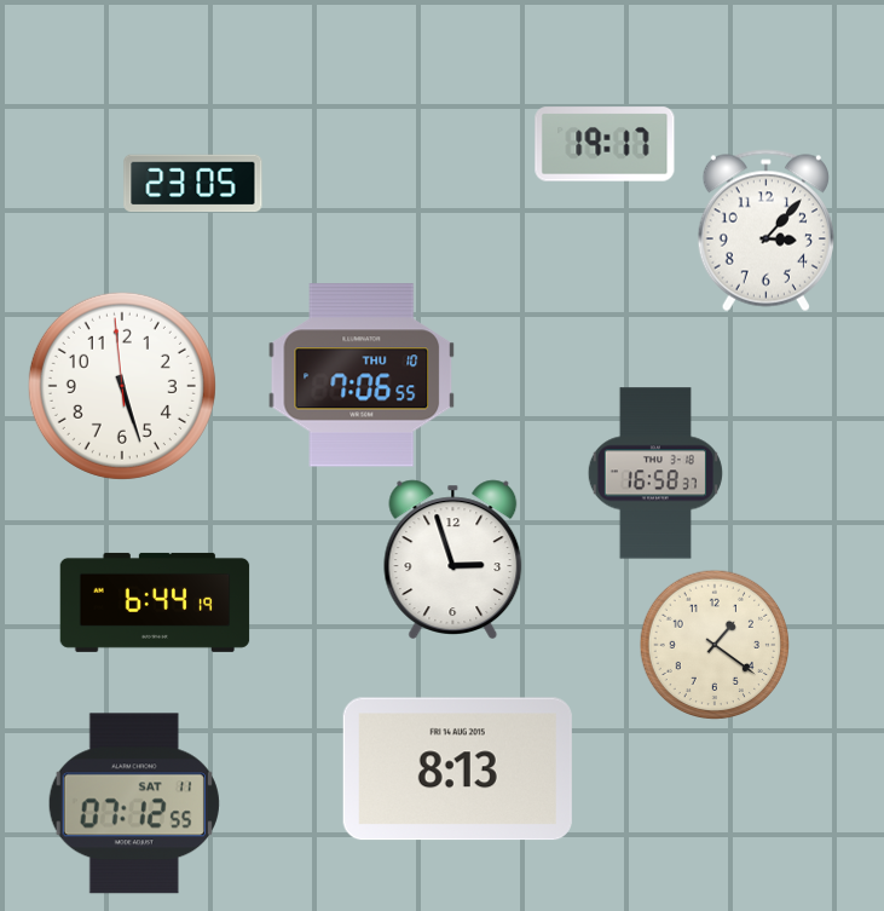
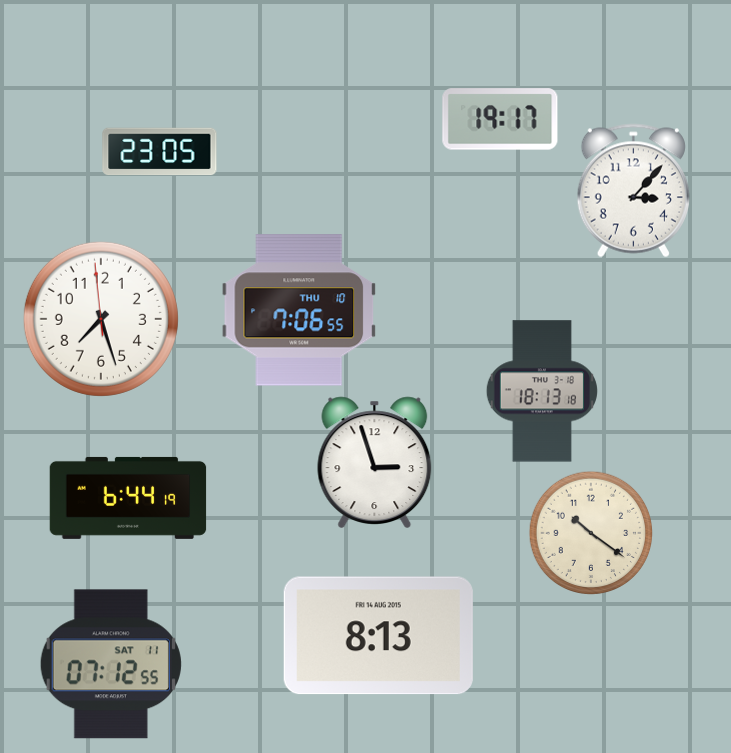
clock at (122, 386): 5:26 -> 7:26
clock at (655, 473): 16:58 -> 18:13
clock at (715, 645): 1:21 -> 10:21
